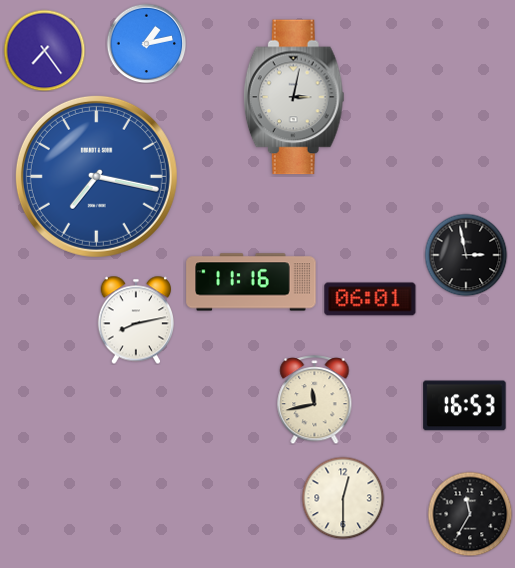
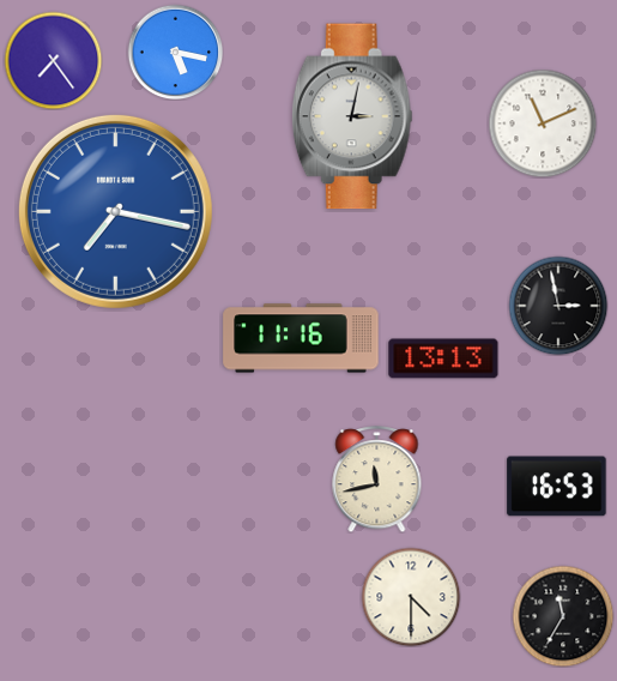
clock at (146, 43): 1:13 -> 5:17
clock at (543, 123): none -> 11:11
clock at (370, 299): 06:01 -> 13:13
clock at (135, 320): 8:13 -> none
clock at (343, 498): 12:30 -> 4:30
